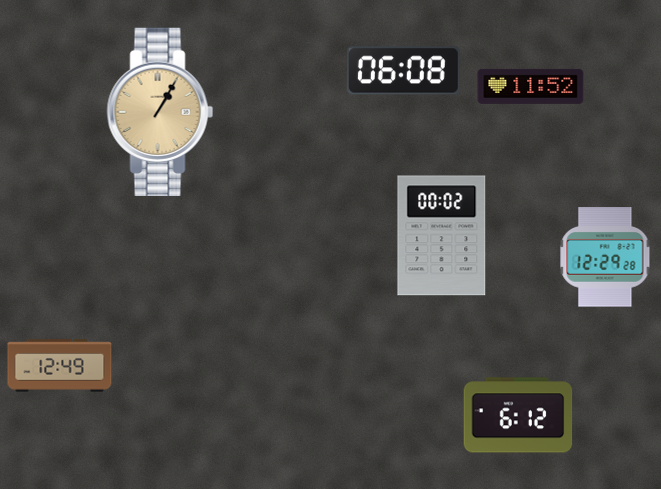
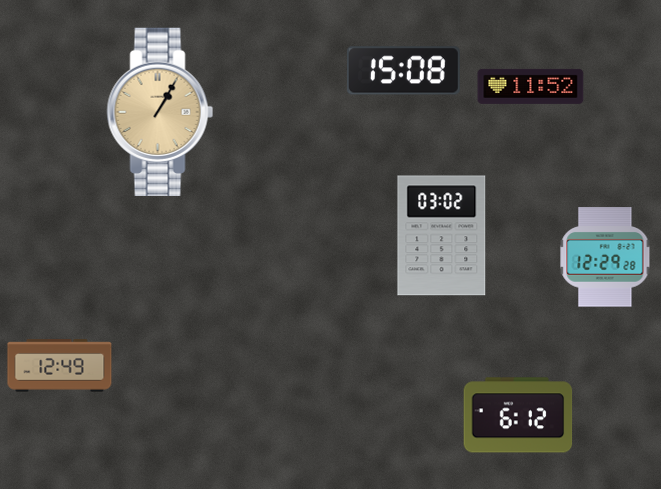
clock at (403, 71): 06:08 -> 15:08
clock at (442, 236): 00:02 -> 03:02
